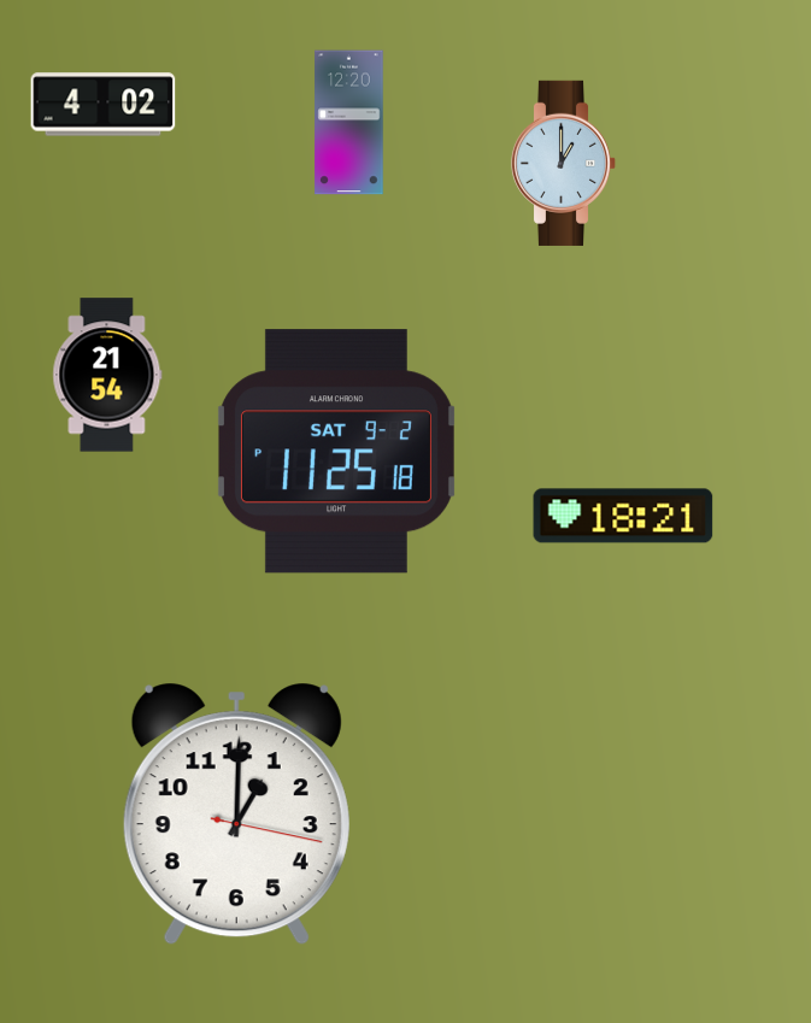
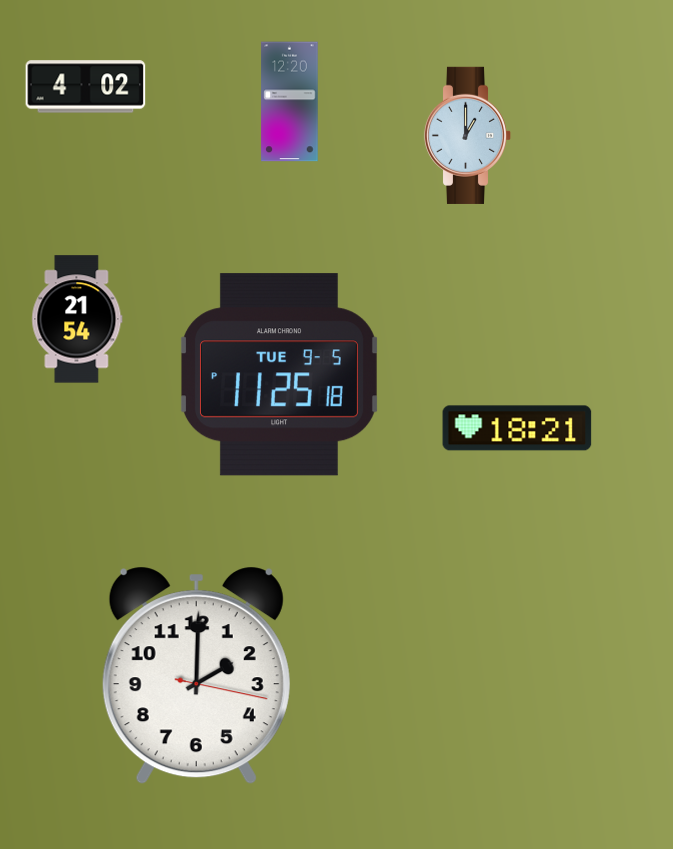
clock at (107, 375) position: (107, 375) -> (77, 319)
clock at (337, 452) date: SAT 9-2 -> TUE 9-5
clock at (236, 815): 1:00 -> 2:00
